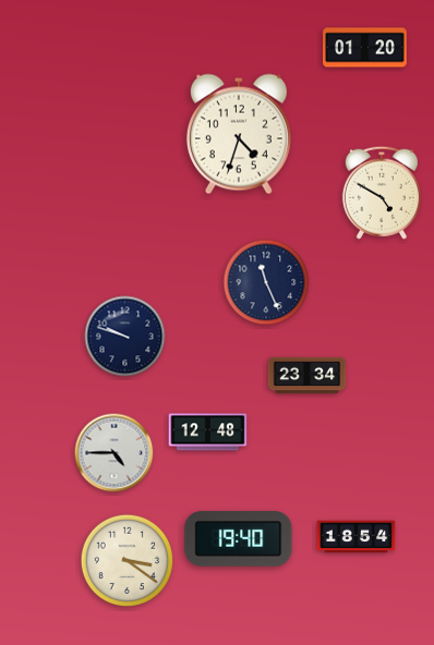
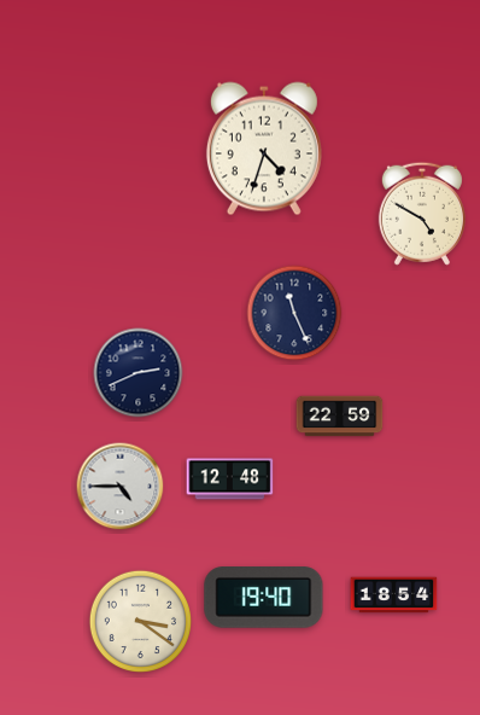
clock at (365, 48): 01:20 -> none
clock at (125, 337): 9:48 -> 2:41
clock at (308, 376): 23:34 -> 22:59
clock at (114, 453) position: (114, 453) -> (121, 487)
